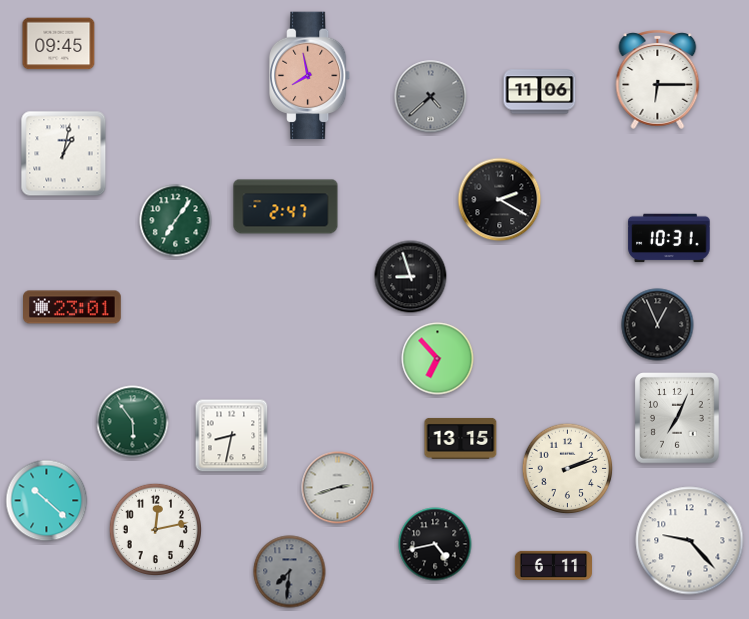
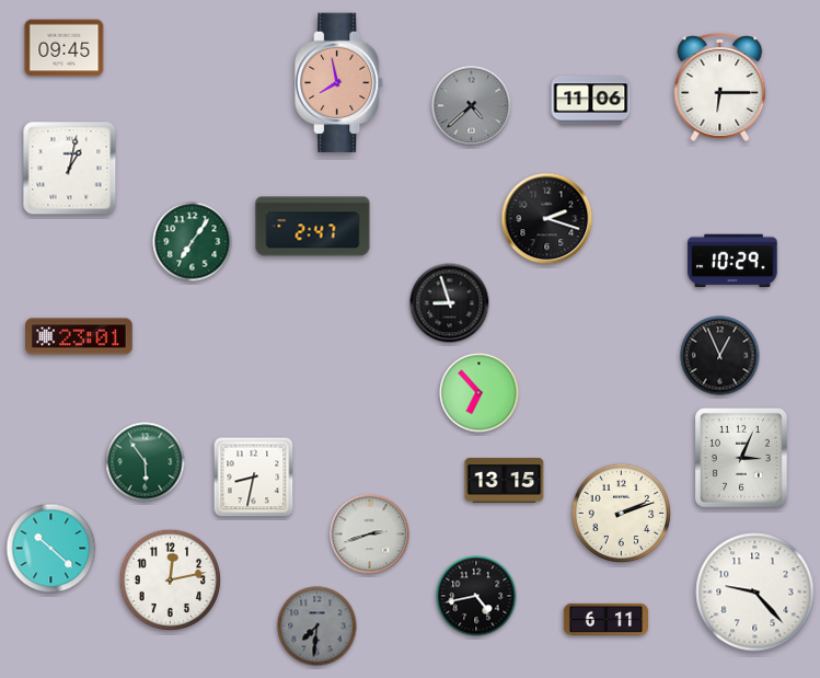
clock at (500, 200): 2:20 -> 2:18
clock at (669, 238): 10:31 -> 10:29
clock at (678, 419): 7:04 -> 3:04
